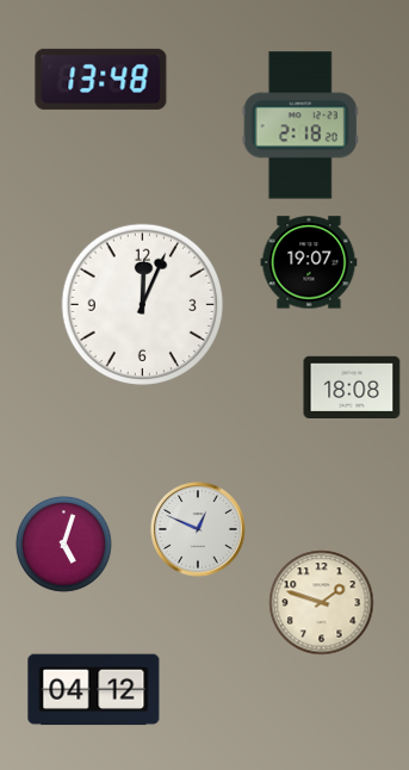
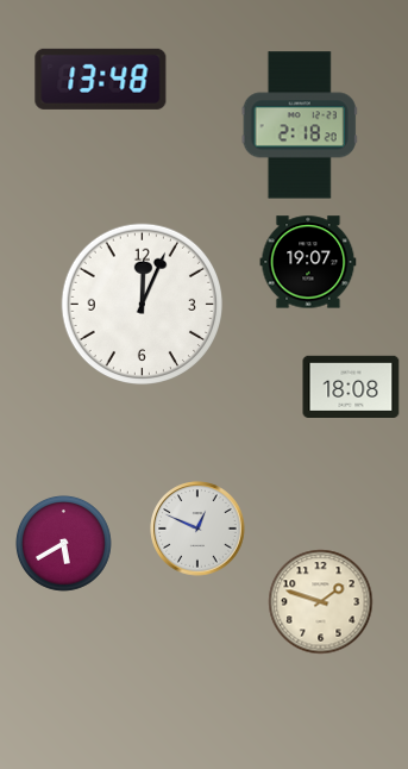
clock at (63, 544): 5:03 -> 5:40
clock at (94, 690): 04:12 -> none
